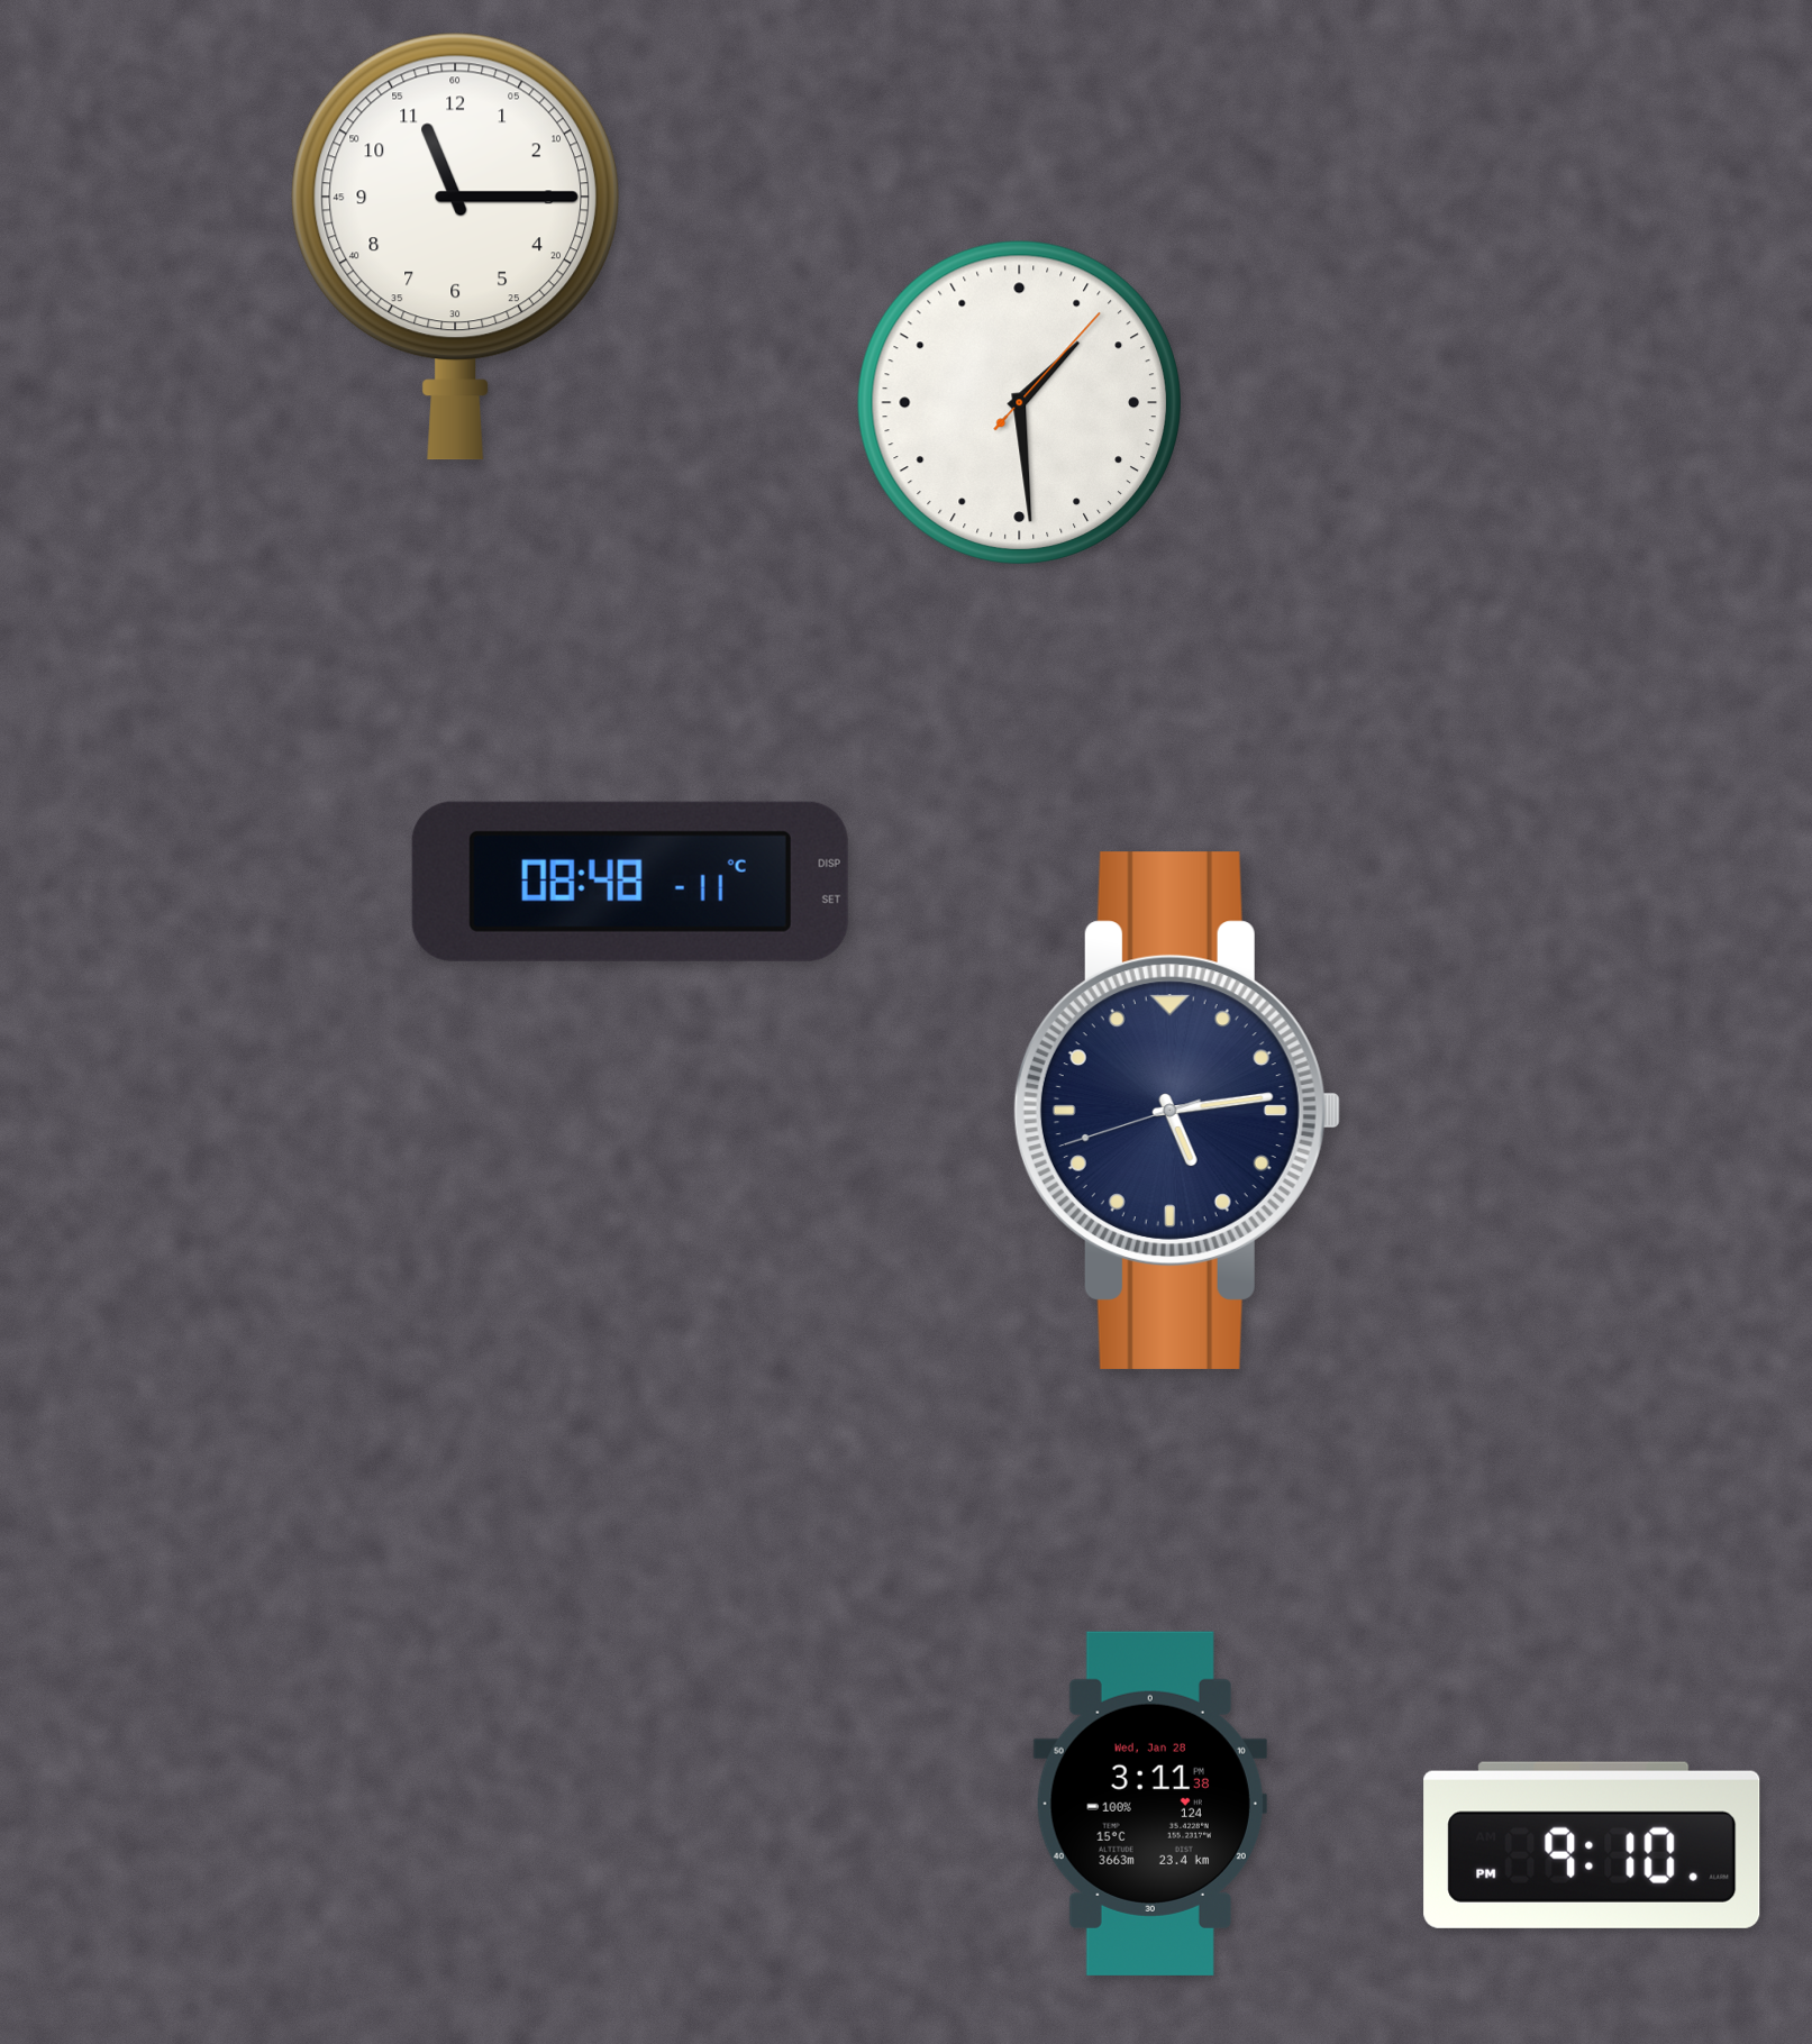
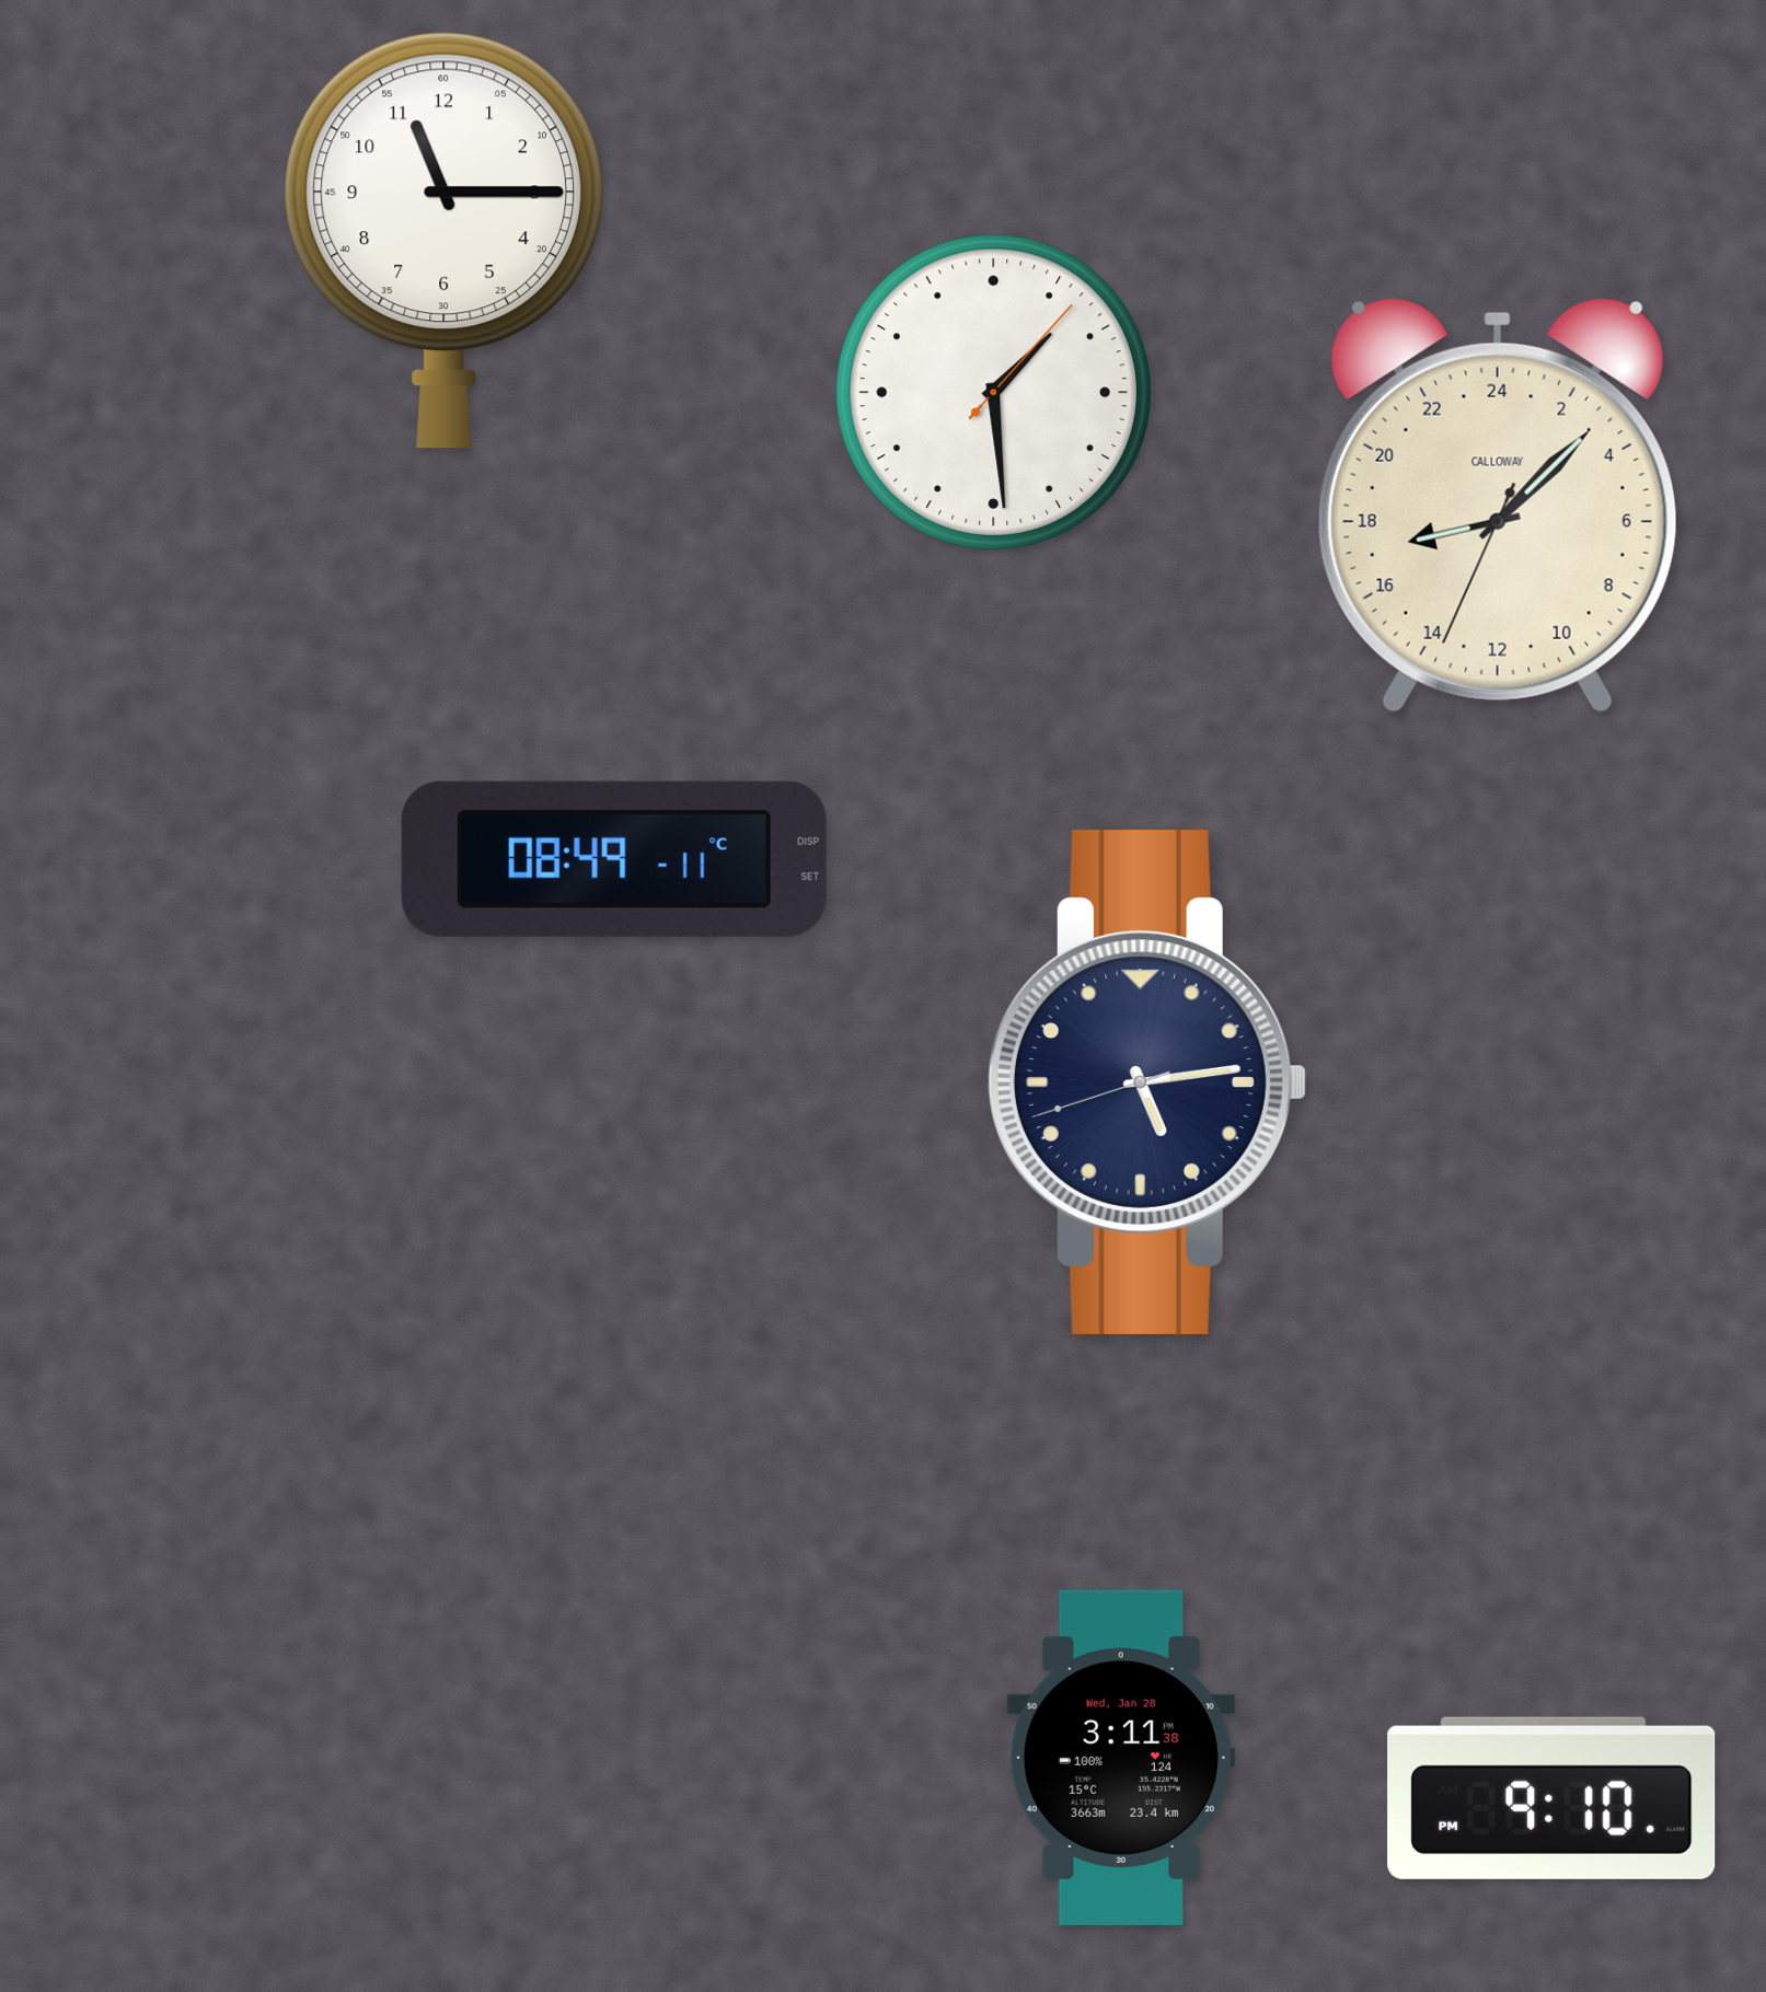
clock at (1498, 506): none -> 17:07
clock at (630, 882): 08:48 -> 08:49
